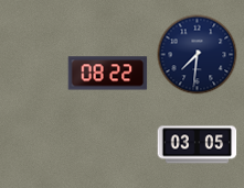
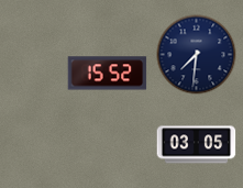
clock at (108, 74): 08:22 -> 15:52
